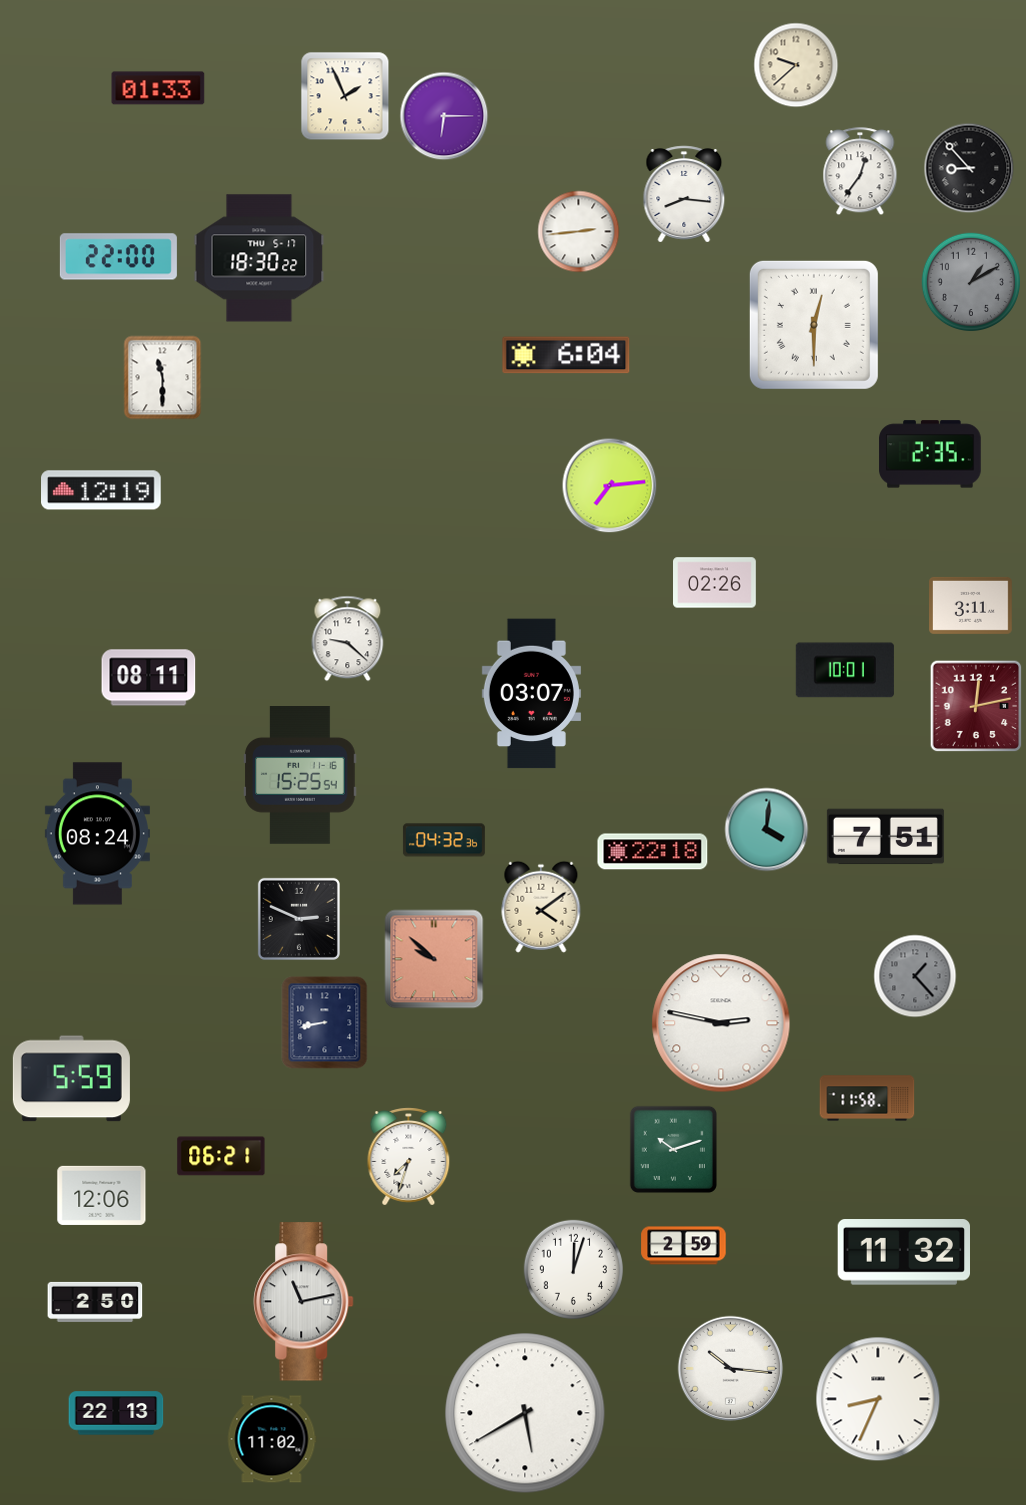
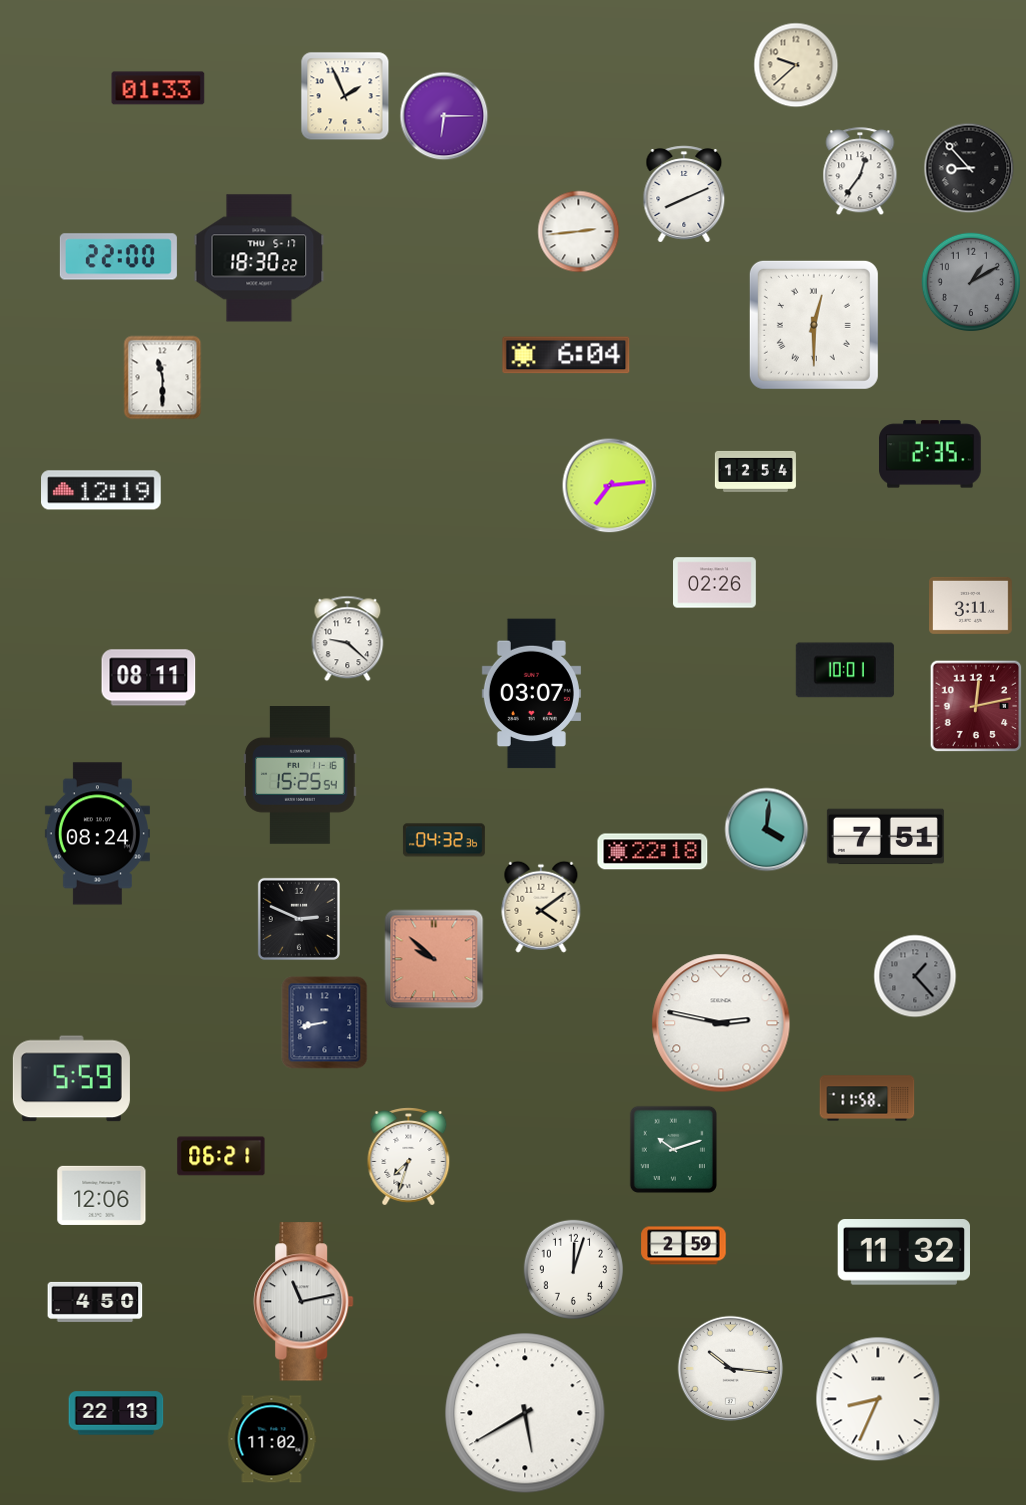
clock at (684, 194): 8:16 -> 8:11
clock at (755, 471): none -> 12:54
clock at (95, 1302): 2:50 -> 4:50
